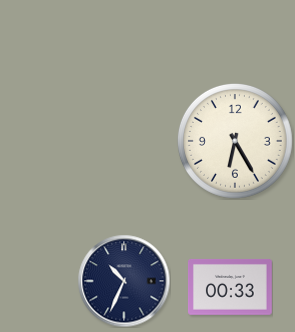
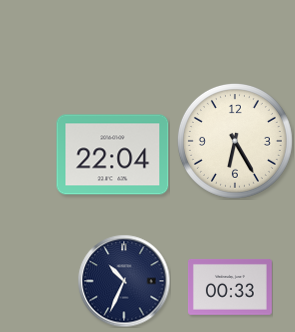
clock at (113, 155): none -> 22:04
